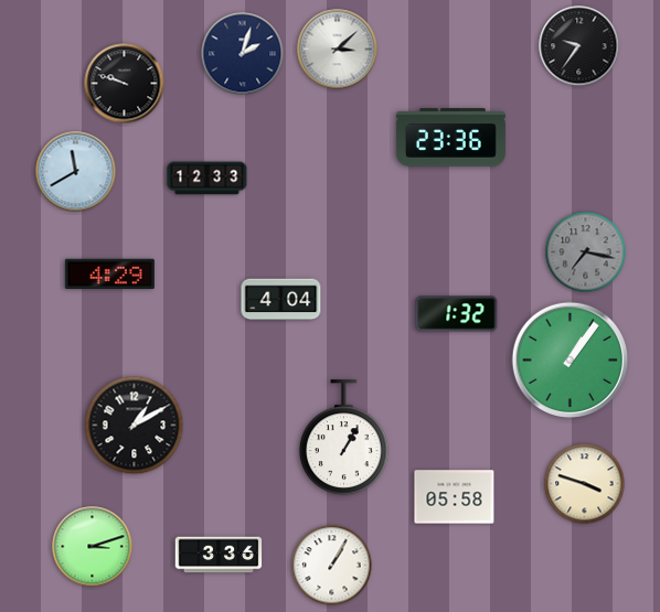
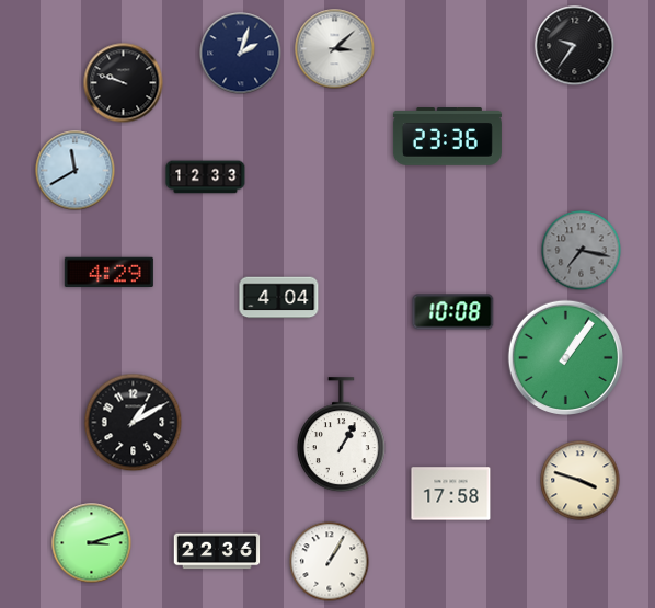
clock at (457, 314): 1:32 -> 10:08
clock at (455, 497): 05:58 -> 17:58
clock at (219, 555): 3:36 -> 22:36
